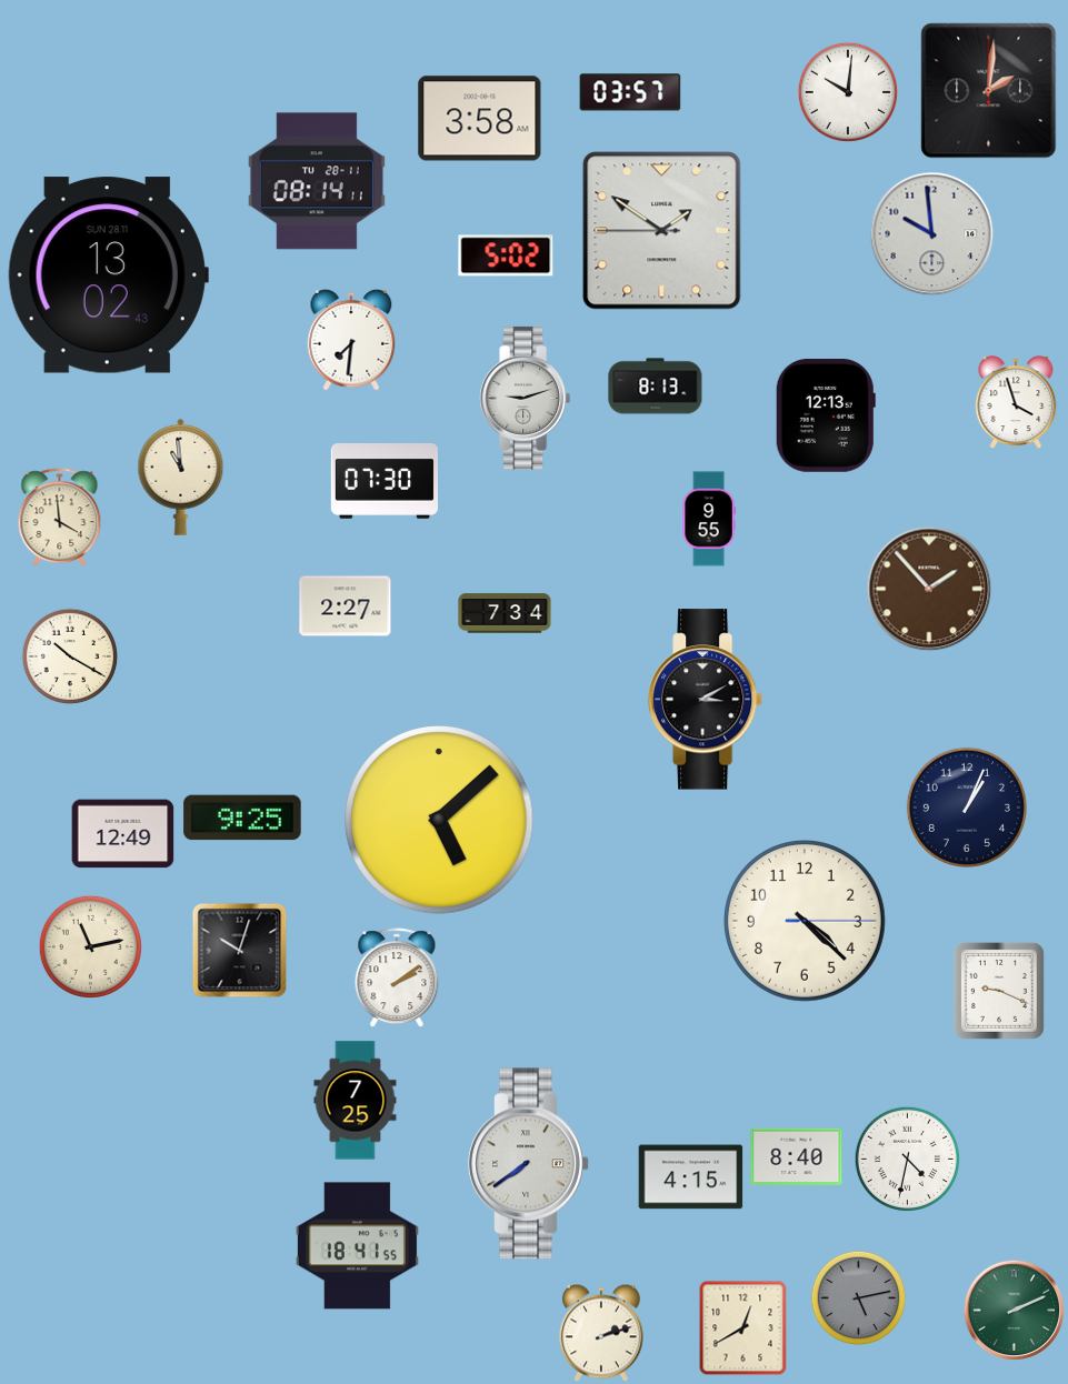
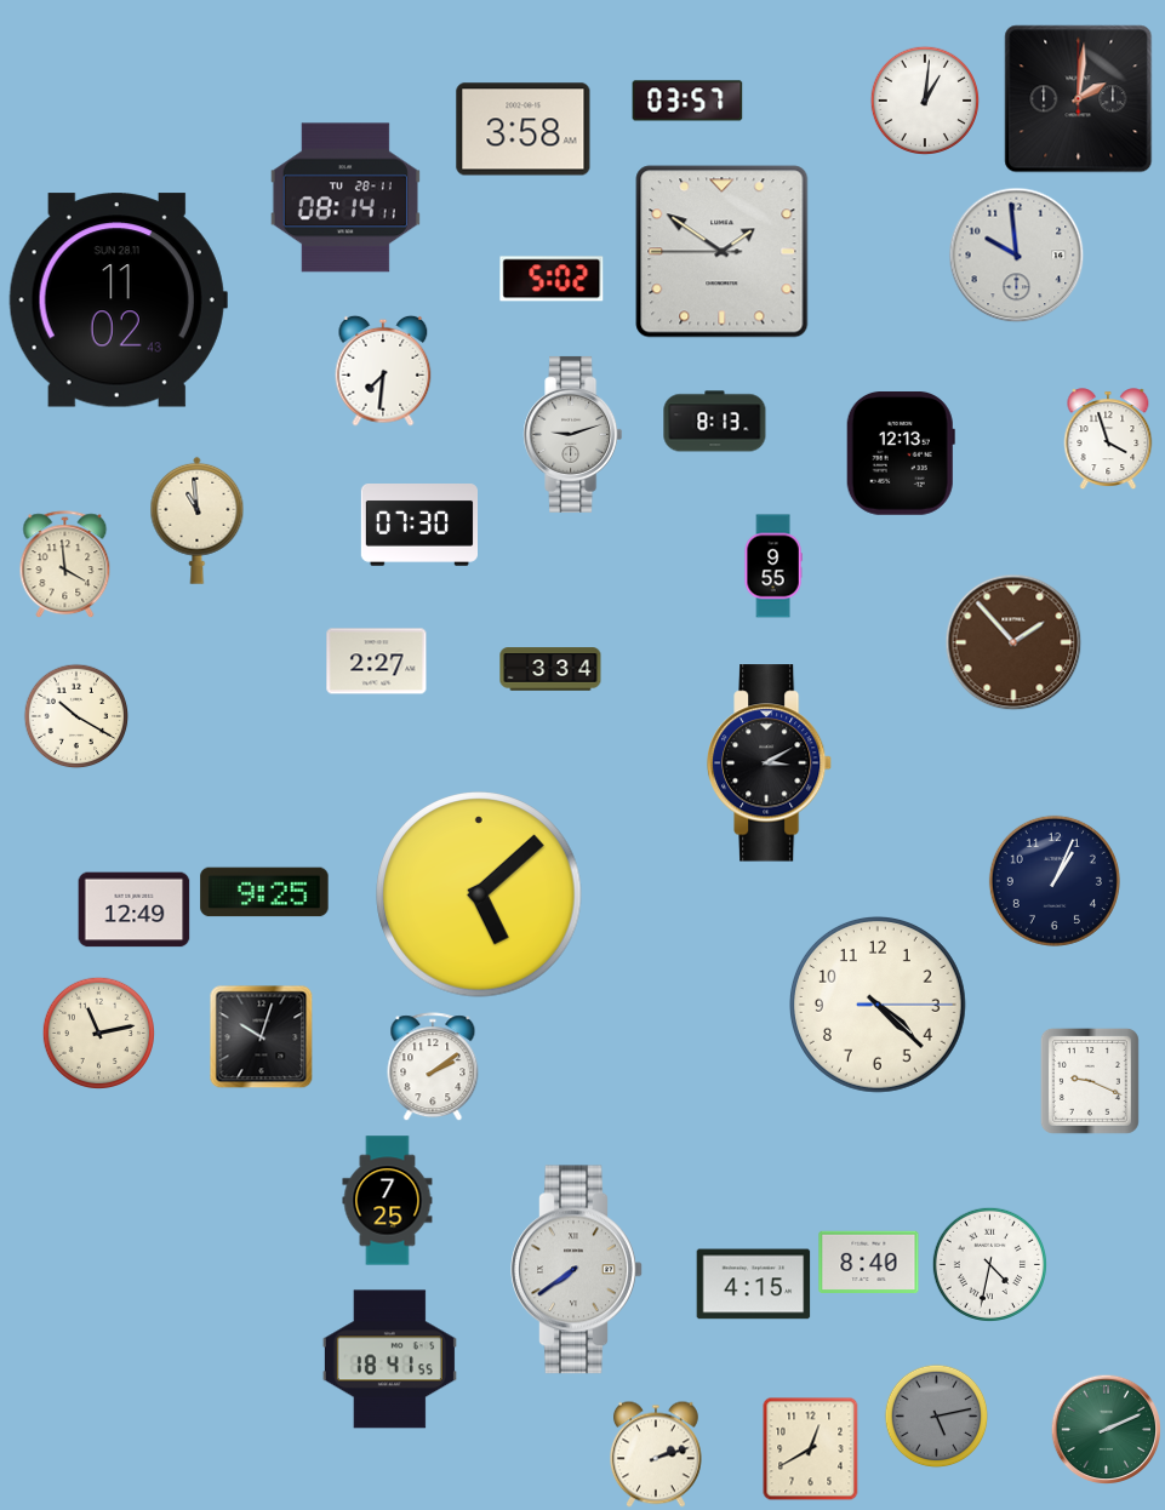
clock at (848, 92): 10:01 -> 1:01
clock at (108, 275): 13:02 -> 11:02
clock at (505, 613): 7:34 -> 3:34
